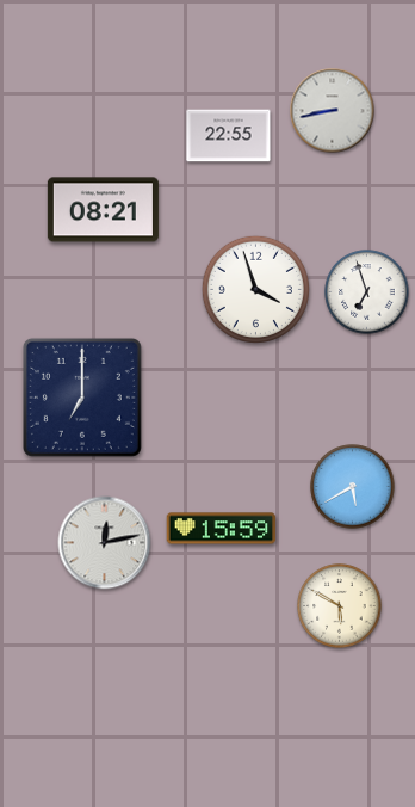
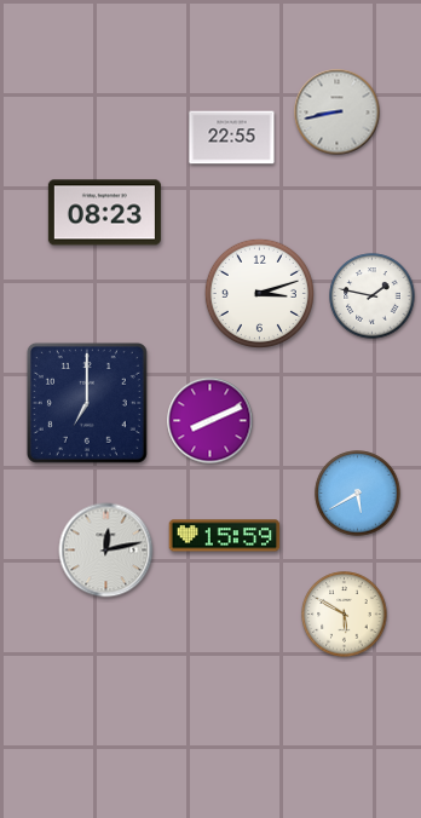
clock at (103, 210): 08:21 -> 08:23
clock at (255, 289): 3:57 -> 3:12
clock at (367, 292): 6:57 -> 1:47
clock at (82, 398) position: (82, 398) -> (87, 403)
clock at (211, 421): none -> 8:11
